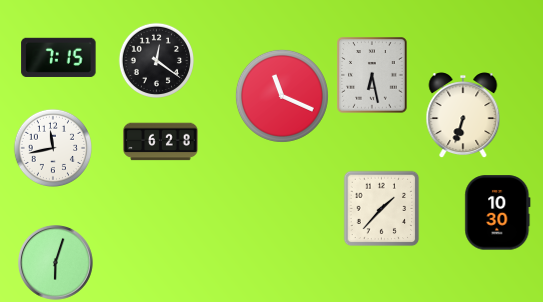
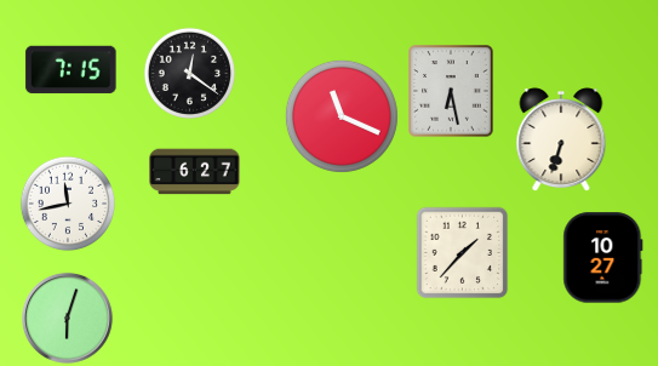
clock at (161, 142): 6:28 -> 6:27
clock at (52, 147) position: (52, 147) -> (67, 202)
clock at (498, 213): 10:30 -> 10:27
